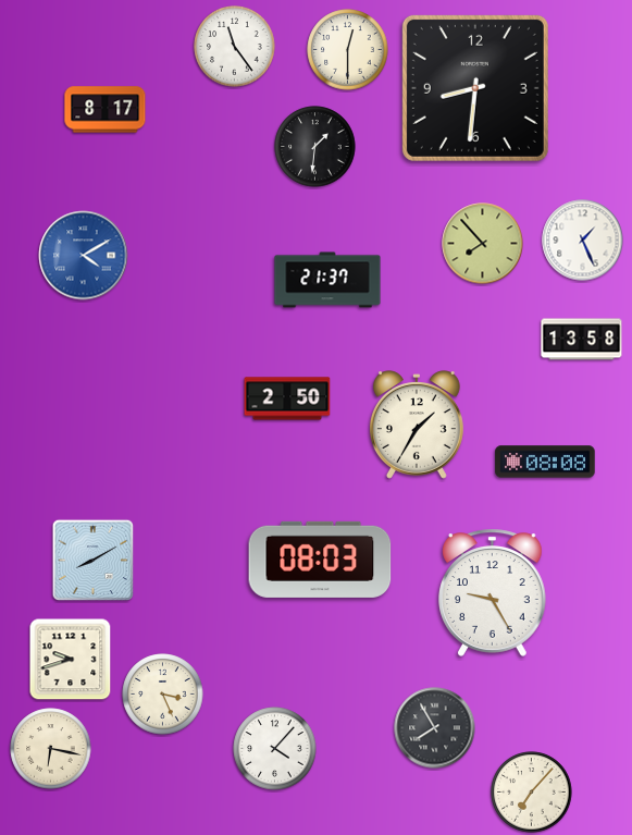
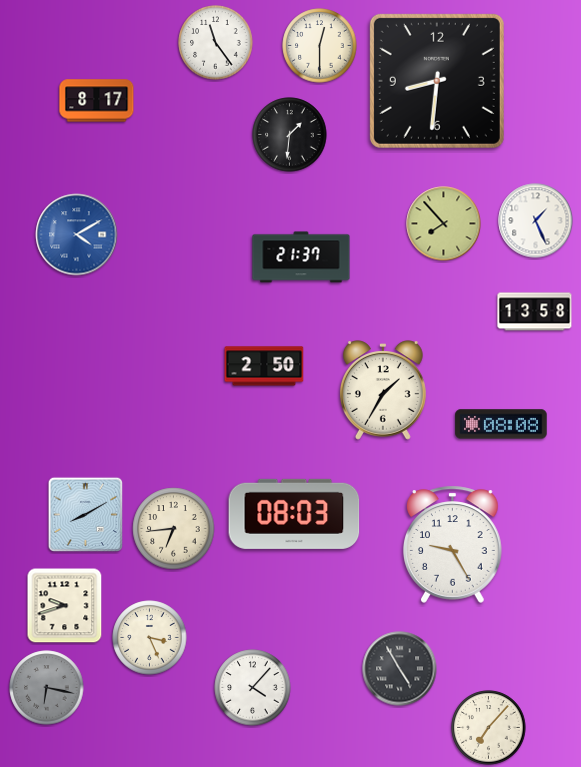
clock at (174, 529): none -> 6:44
clock at (435, 728): 7:55 -> 4:55
clock at (51, 749) dial: cream -> grey
